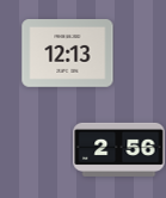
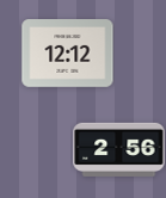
clock at (68, 54): 12:13 -> 12:12
